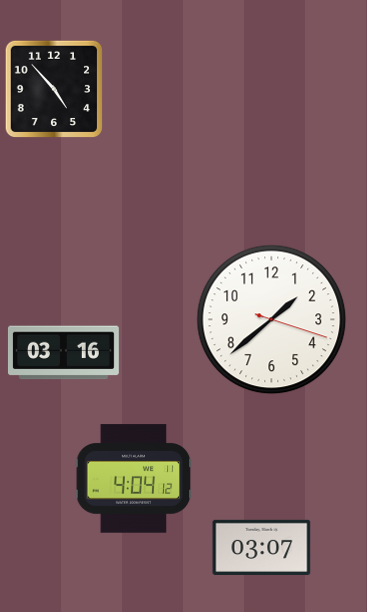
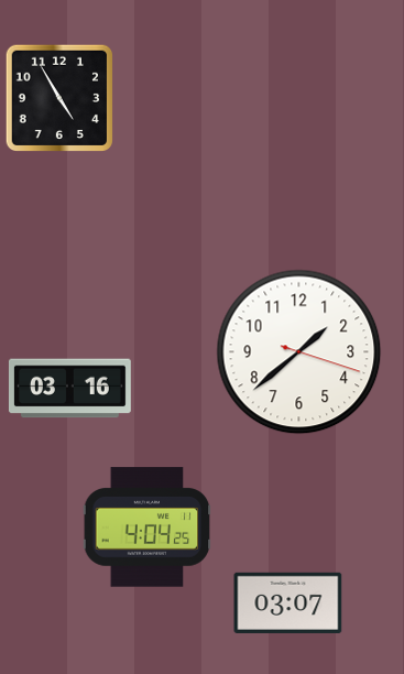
clock at (53, 88): 4:53 -> 4:55
clock at (134, 479): 4:04:12 -> 4:04:25
